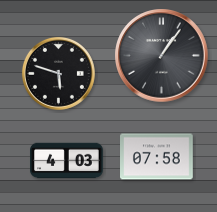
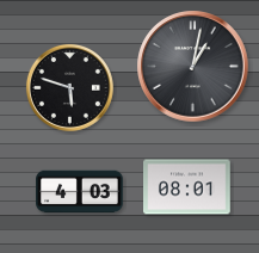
clock at (162, 56): 1:06 -> 1:02
clock at (157, 157): 07:58 -> 08:01
